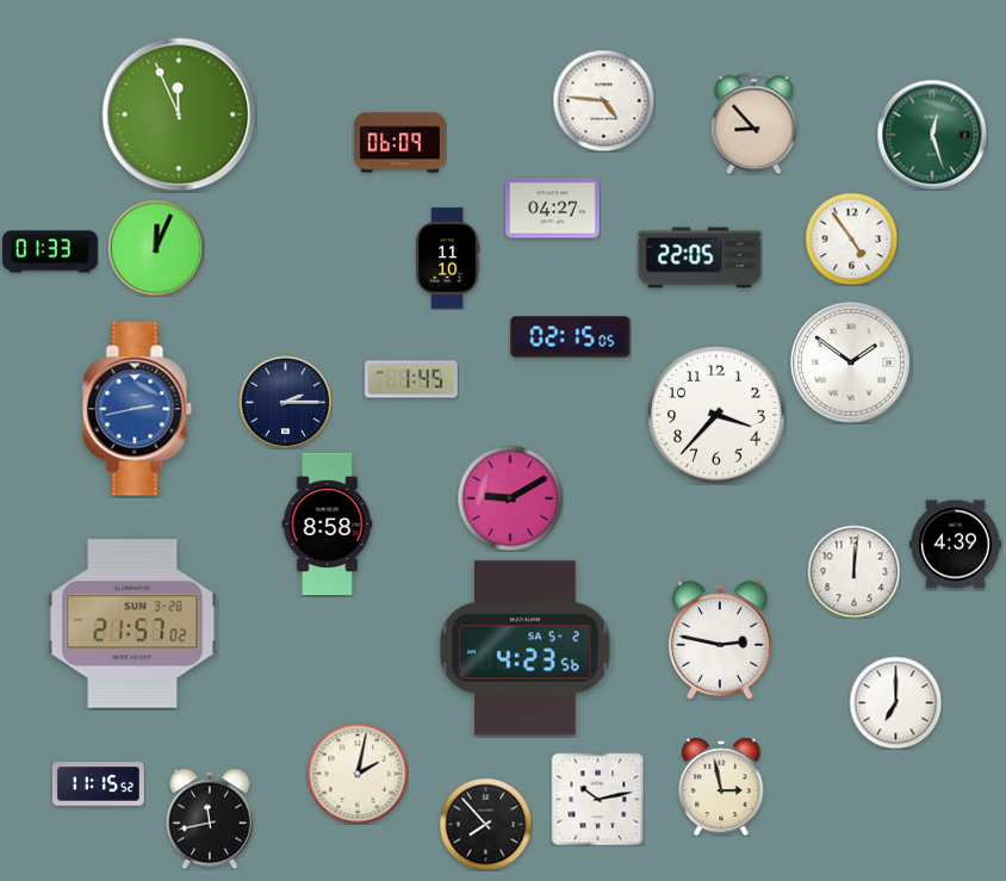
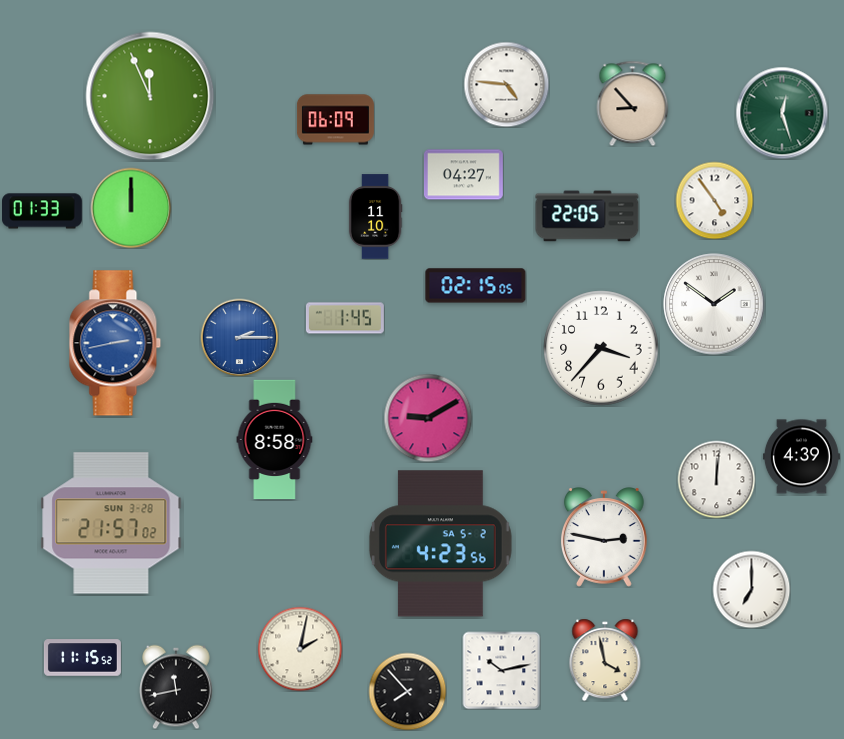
clock at (156, 248): 12:04 -> 12:00
clock at (571, 337) position: (571, 337) -> (476, 286)
clock at (285, 402) dial: navy -> blue
clock at (721, 787): 2:58 -> 3:58
